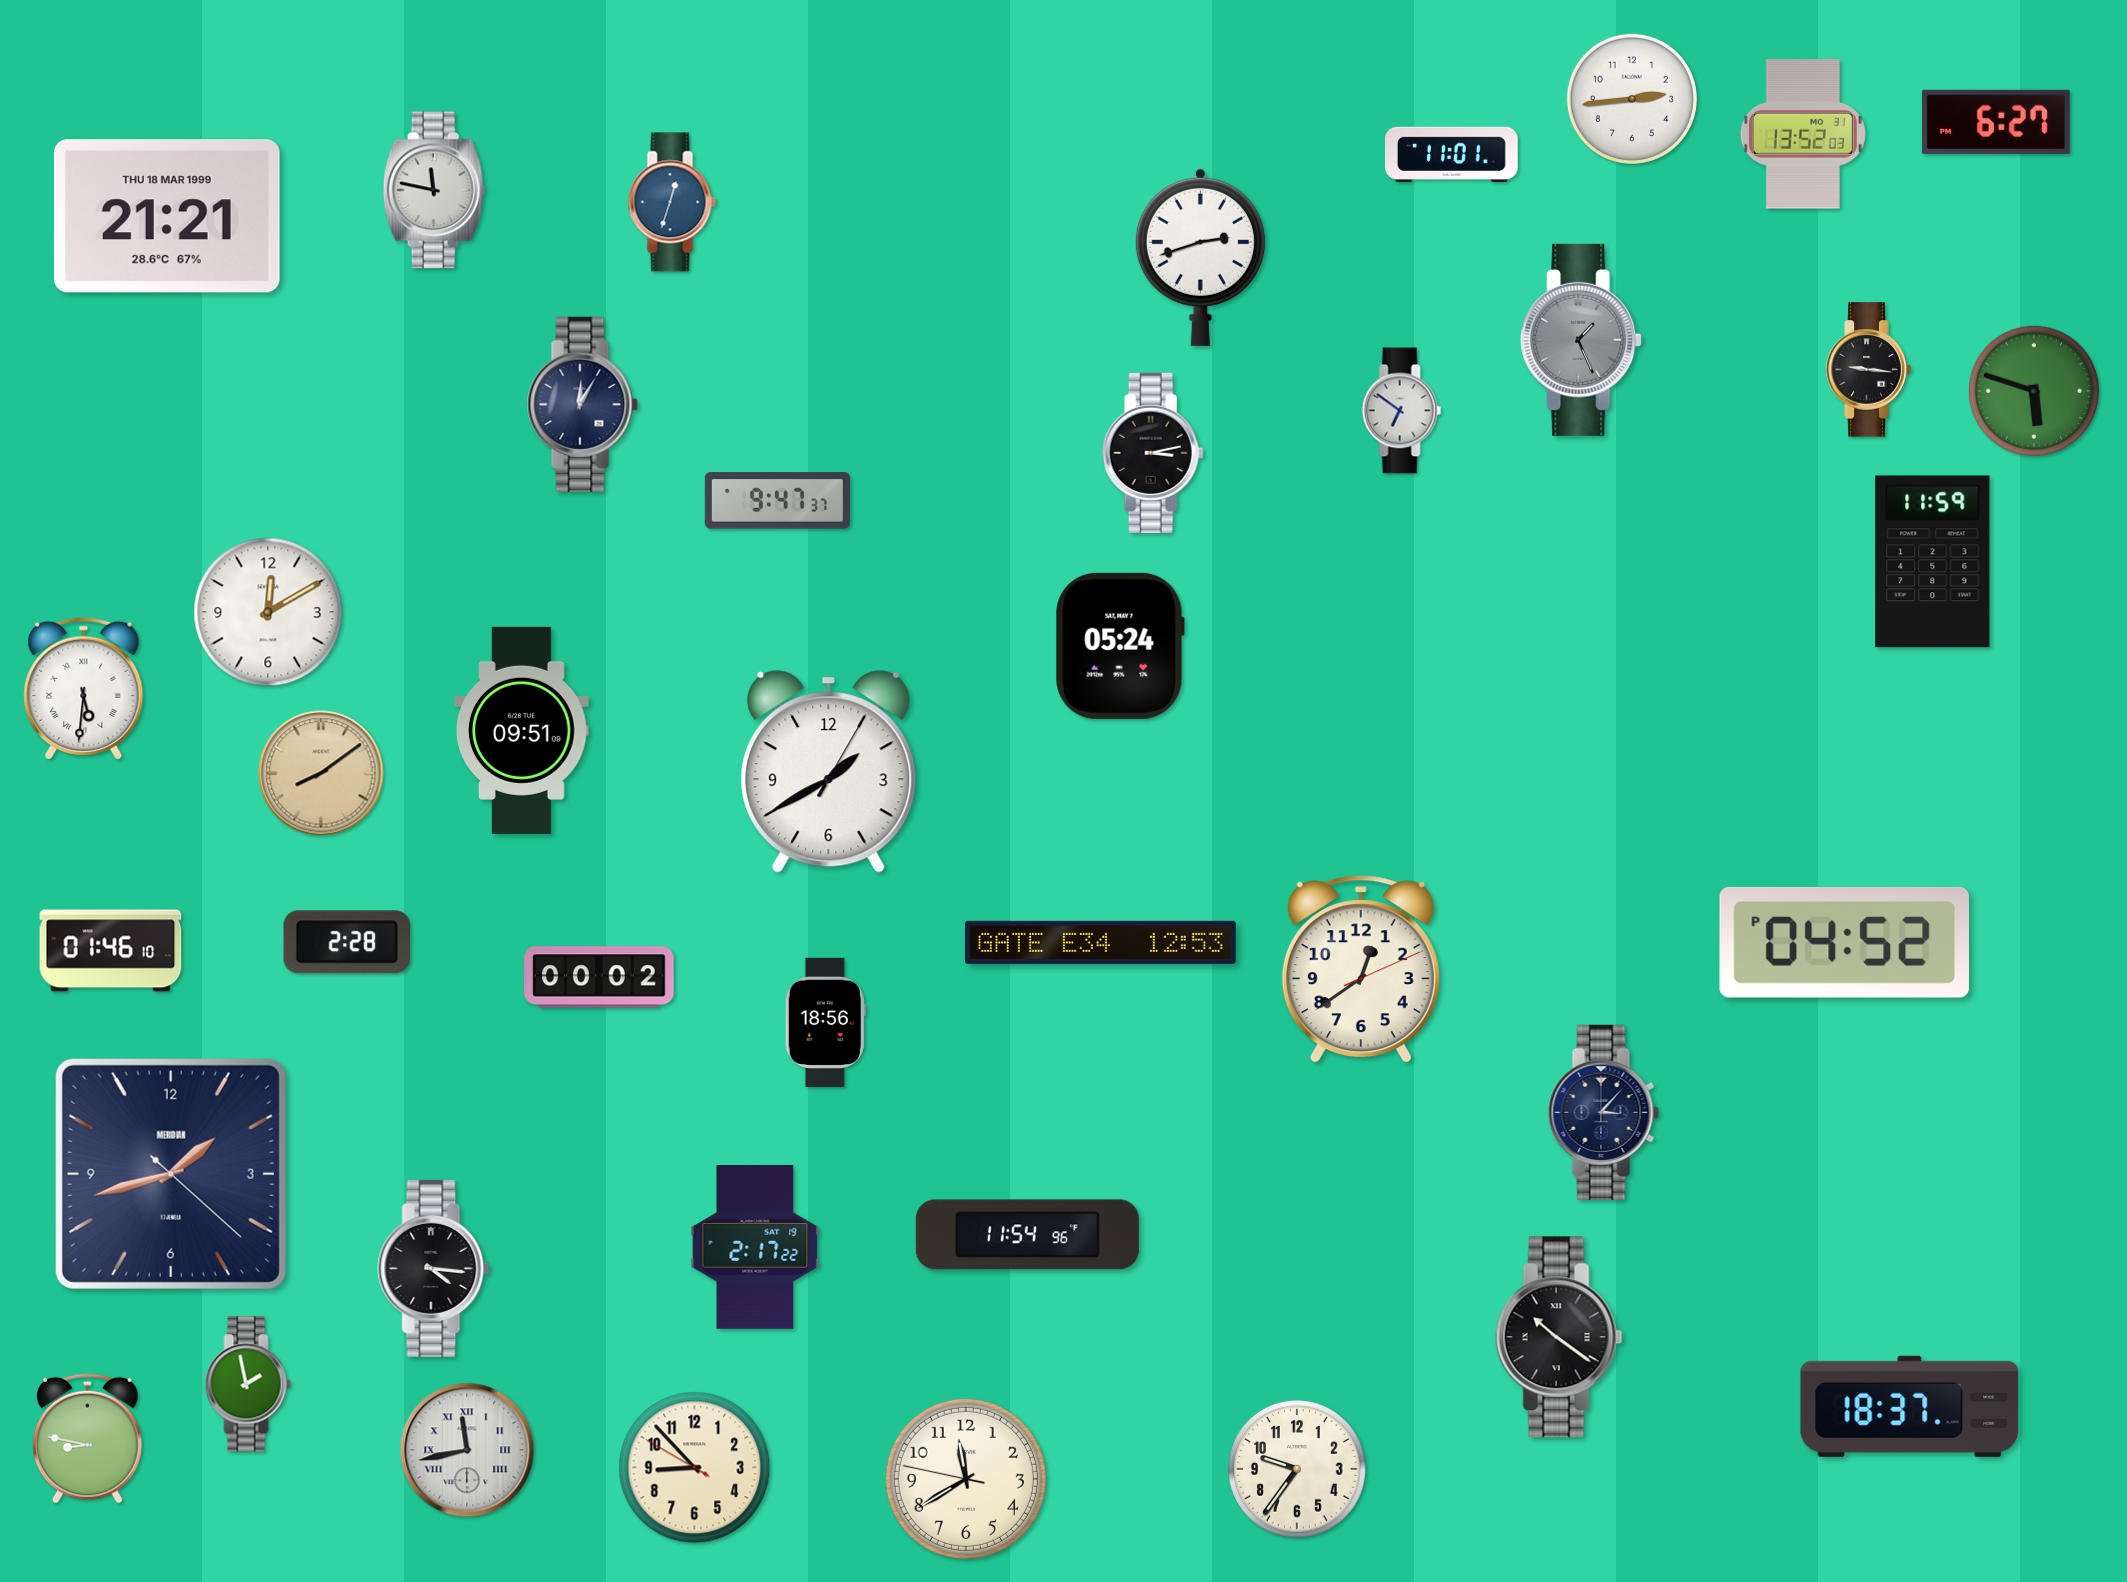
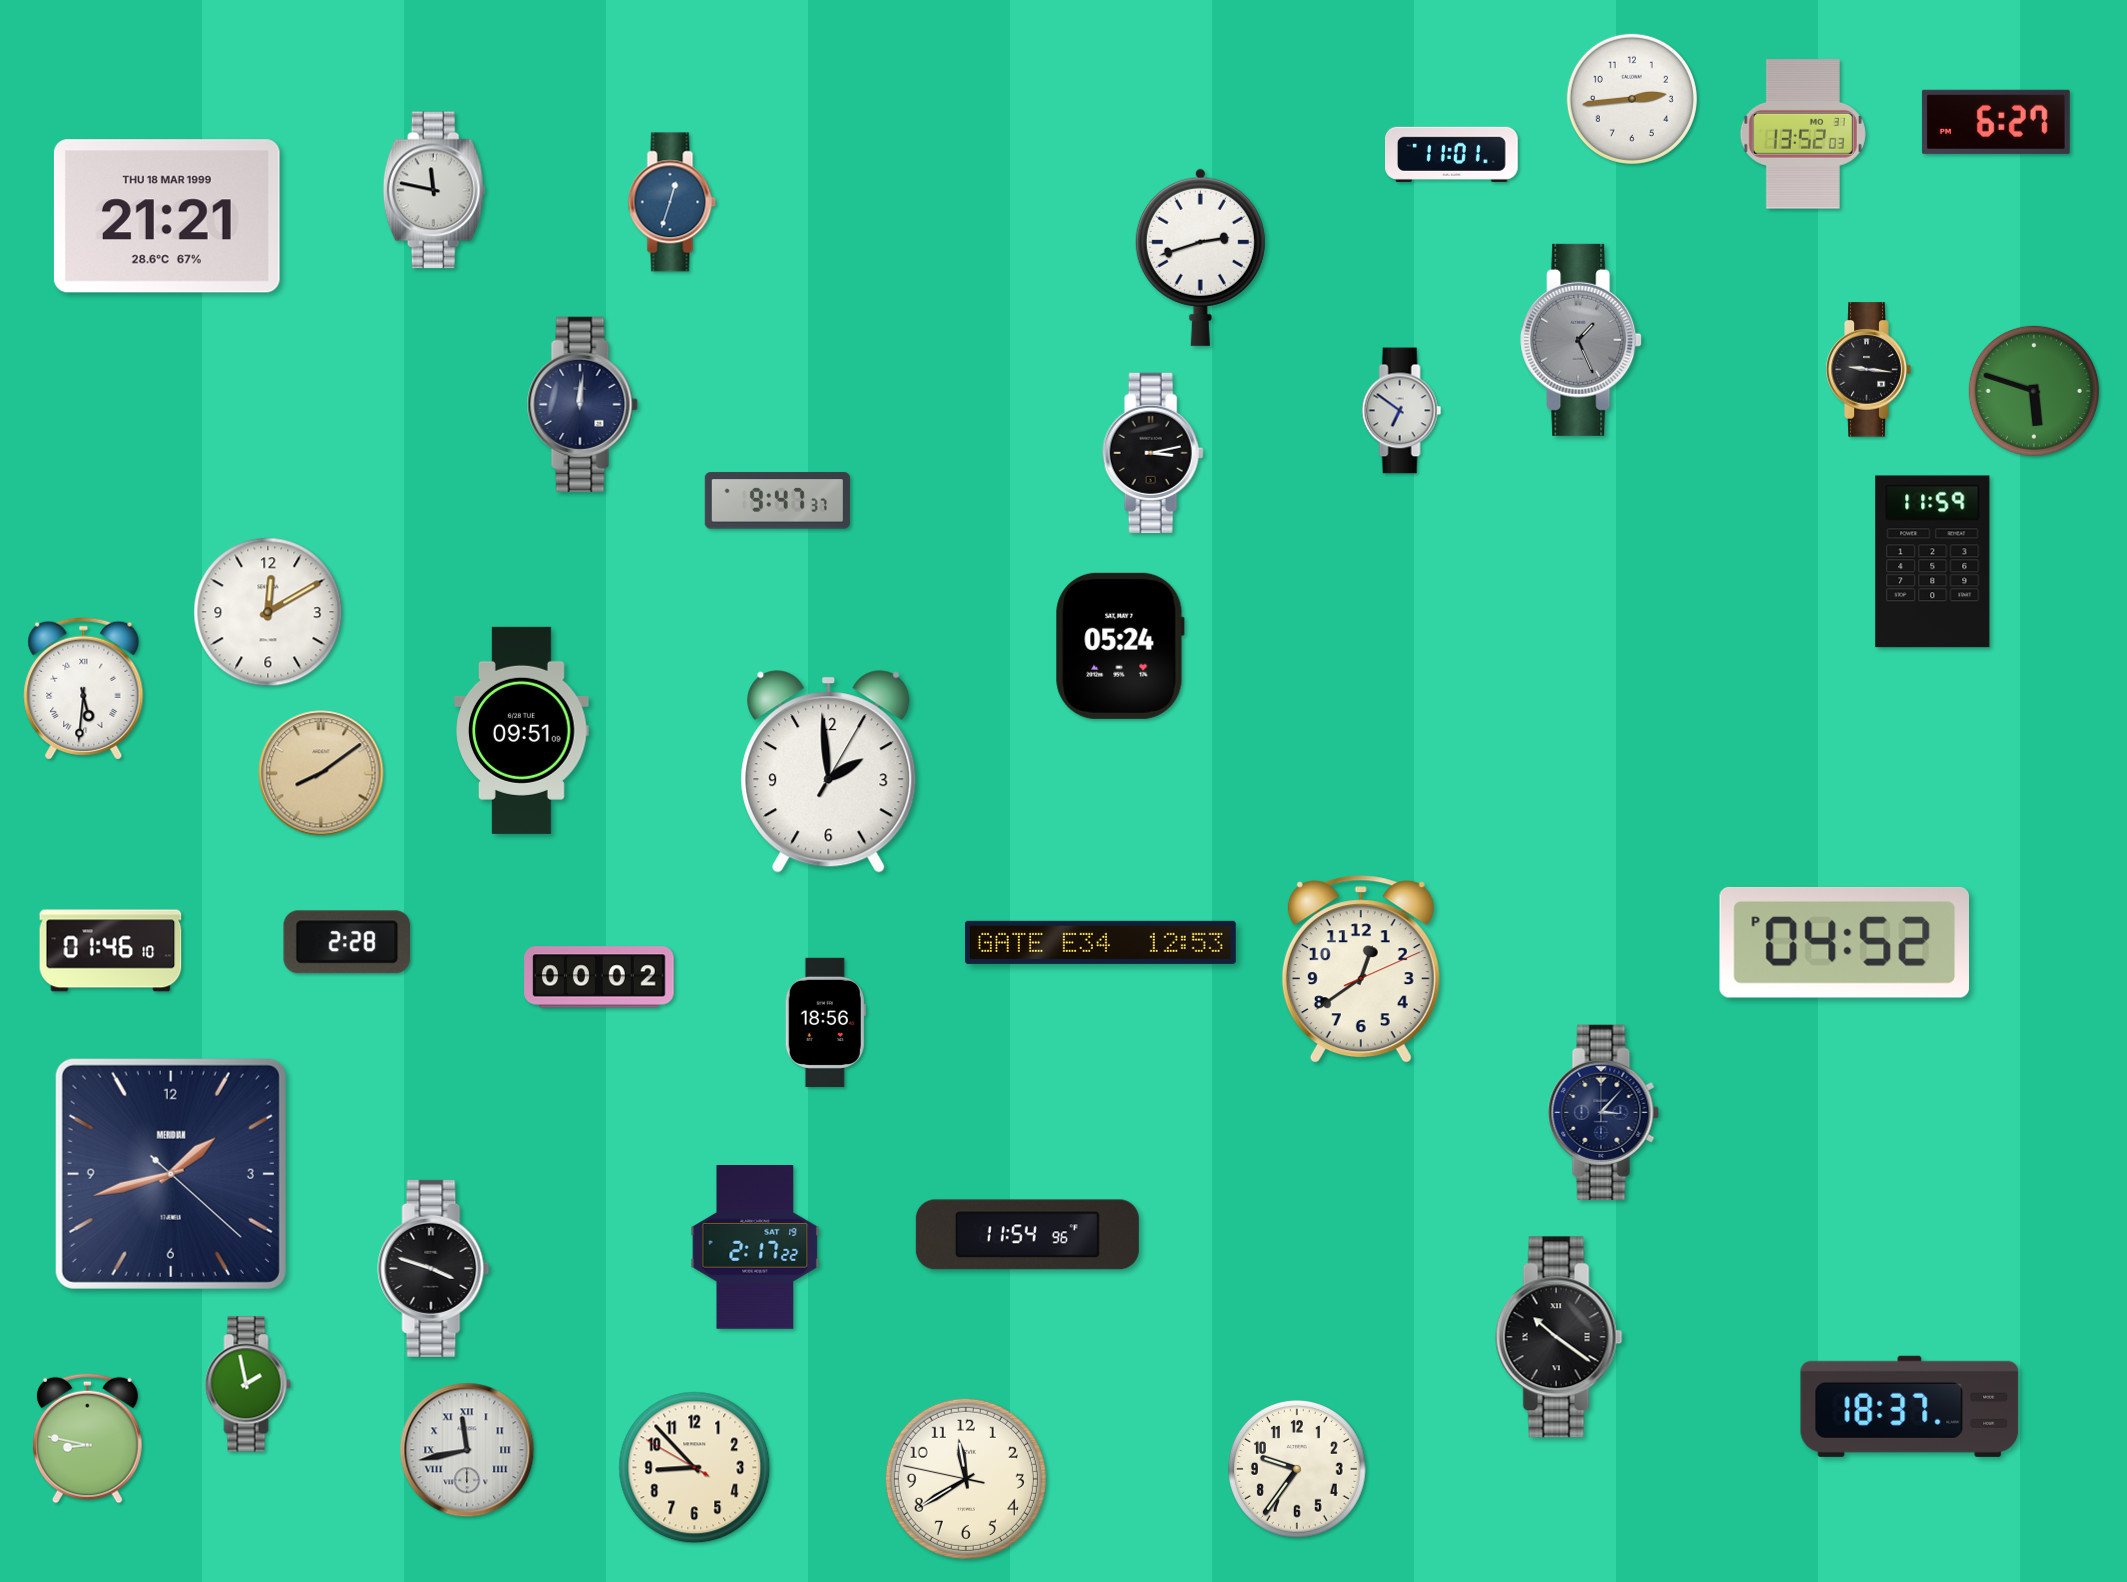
clock at (582, 404): 12:05 -> 12:01
clock at (829, 772): 1:40 -> 1:59
clock at (434, 1268): 4:16 -> 3:48
